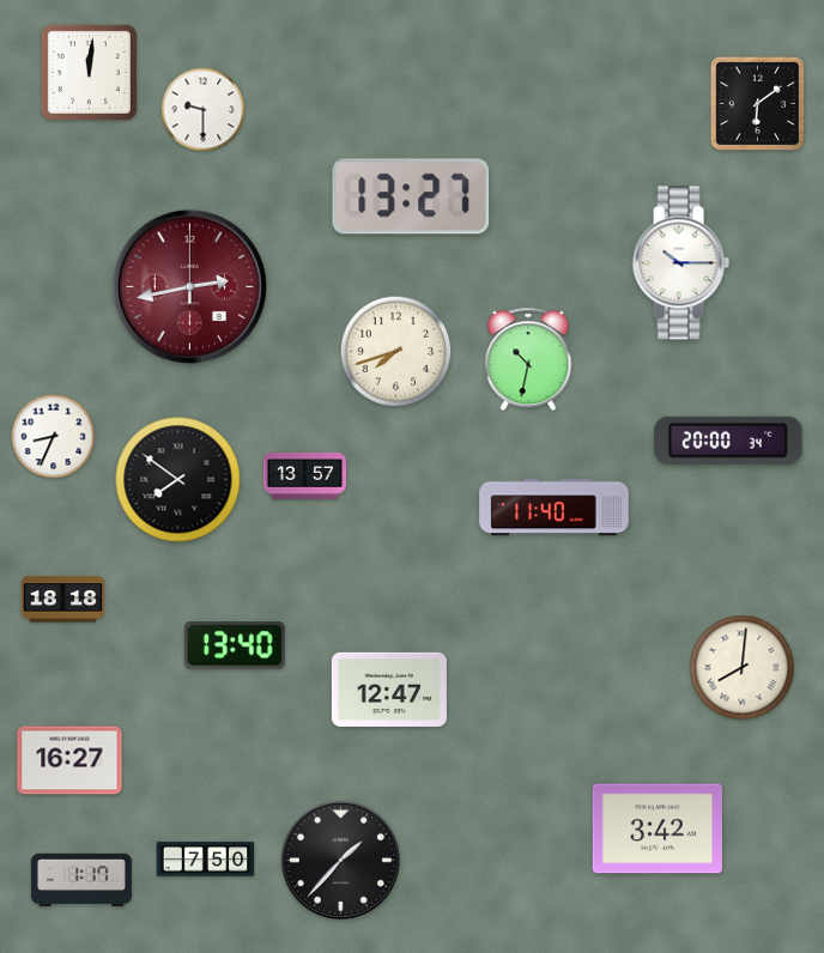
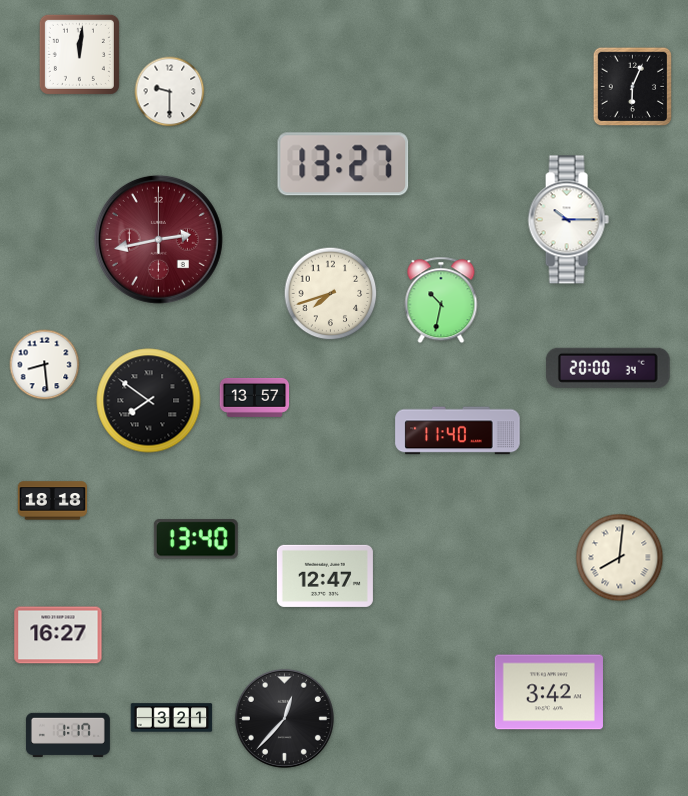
clock at (89, 72) position: (89, 72) -> (79, 54)
clock at (757, 103): 6:09 -> 6:04
clock at (54, 437): 8:34 -> 8:29
clock at (555, 508) position: (555, 508) -> (458, 431)
clock at (206, 860): 7:50 -> 3:21
clock at (340, 860): 1:37 -> 12:37
